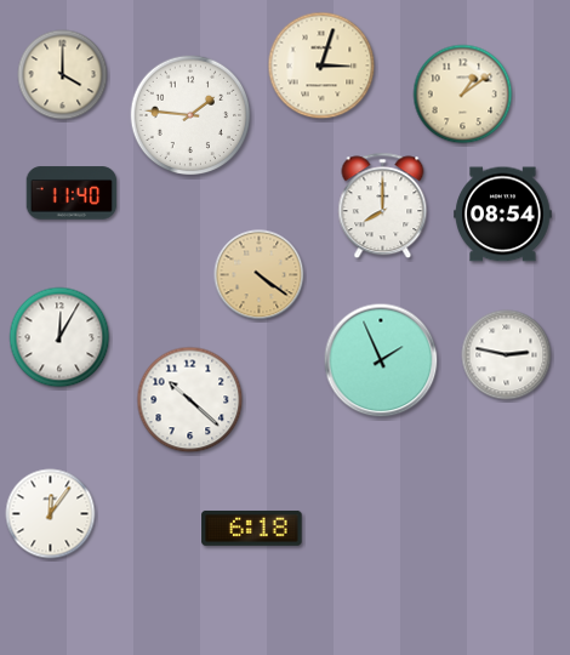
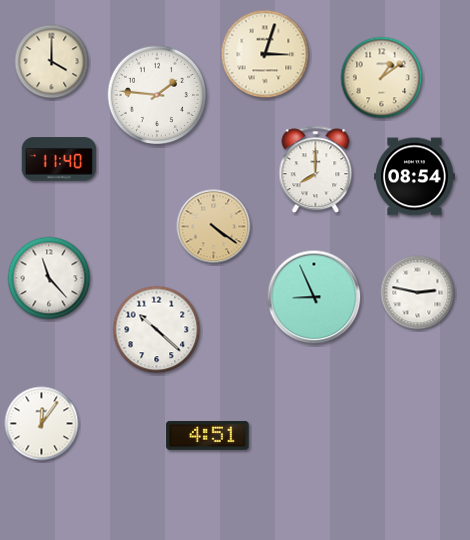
clock at (59, 337): 12:05 -> 11:23
clock at (381, 360): 1:56 -> 8:56
clock at (252, 528): 6:18 -> 4:51
